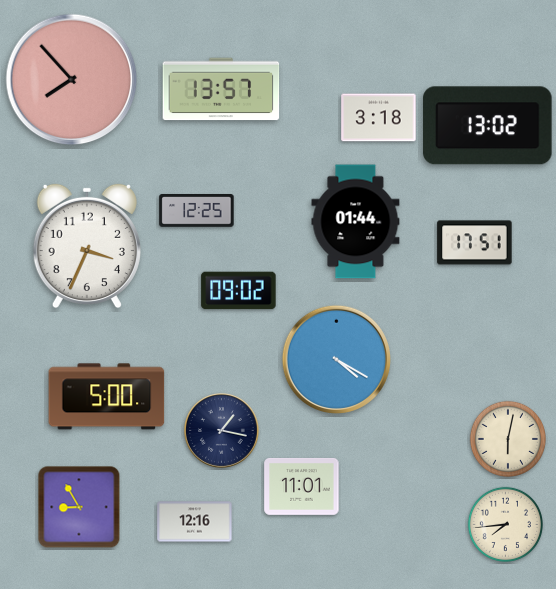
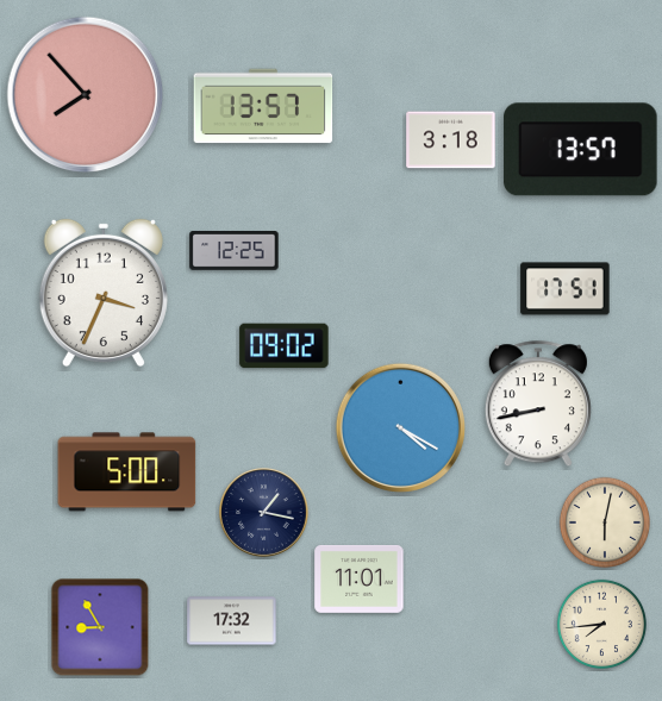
clock at (488, 126): 13:02 -> 13:57
clock at (356, 222): 01:44 -> none
clock at (538, 405): none -> 8:43
clock at (79, 507) position: (79, 507) -> (100, 627)
clock at (195, 522): 12:16 -> 17:32
